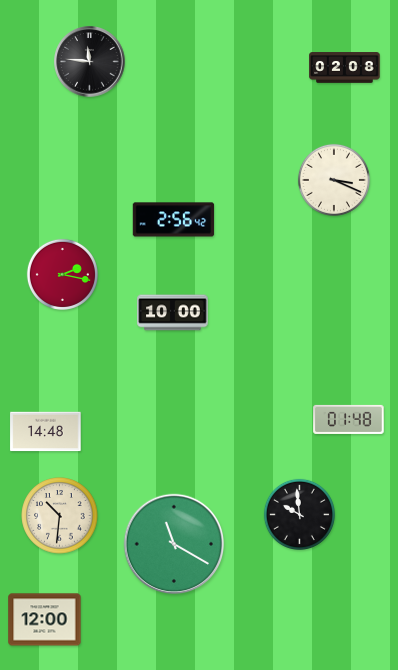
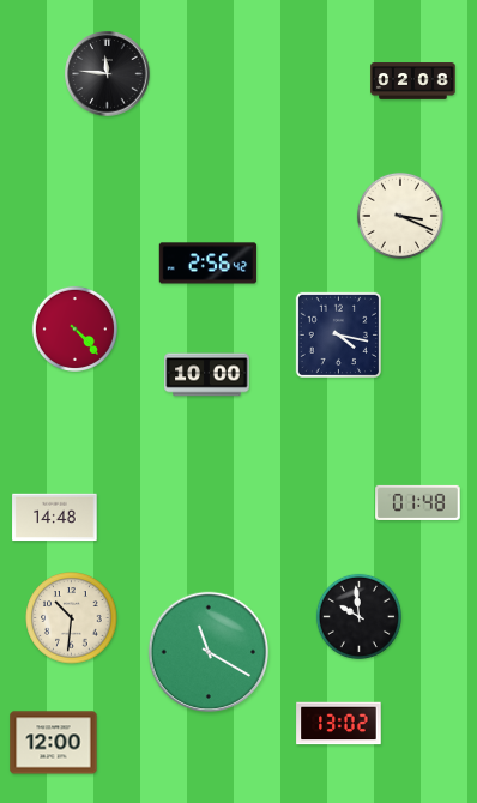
clock at (62, 274): 2:17 -> 4:23
clock at (338, 334): none -> 4:17
clock at (339, 724): none -> 13:02
